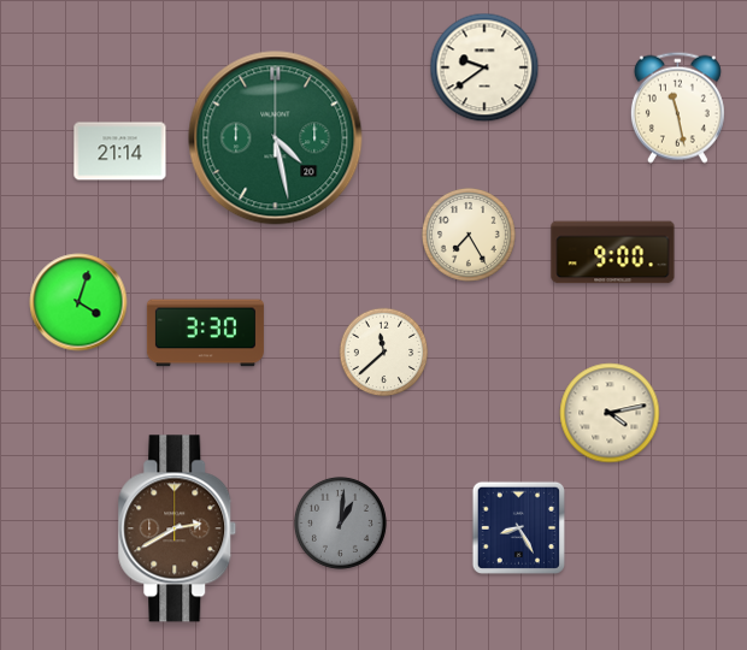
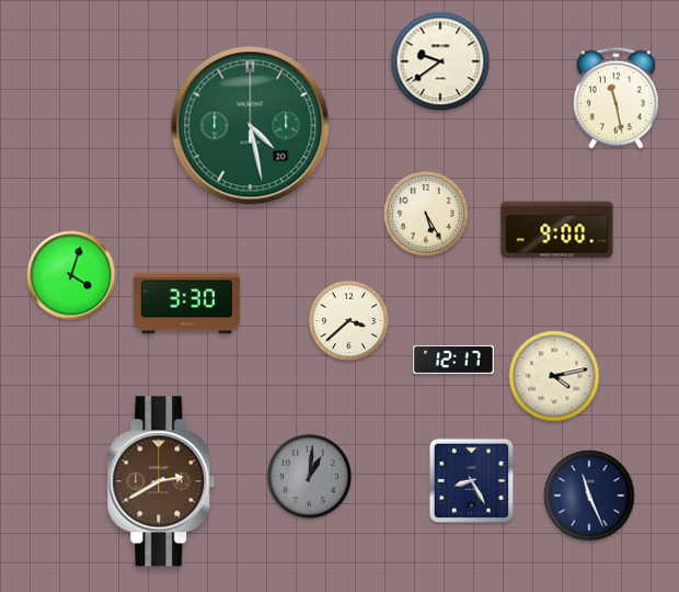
clock at (120, 152): 21:14 -> none
clock at (469, 235): 7:25 -> 5:25
clock at (384, 353): 11:38 -> 3:38
clock at (453, 361): none -> 12:17
clock at (589, 496): none -> 11:26
